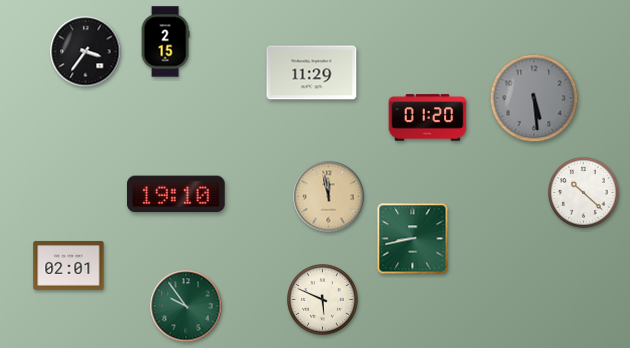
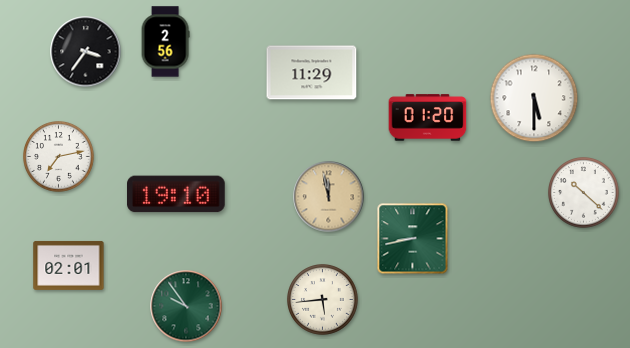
clock at (165, 42): 2:15 -> 2:56
clock at (534, 98): 5:29 -> 5:30
clock at (534, 98) dial: grey -> white
clock at (59, 157): none -> 7:13
clock at (323, 300): 5:49 -> 5:44
